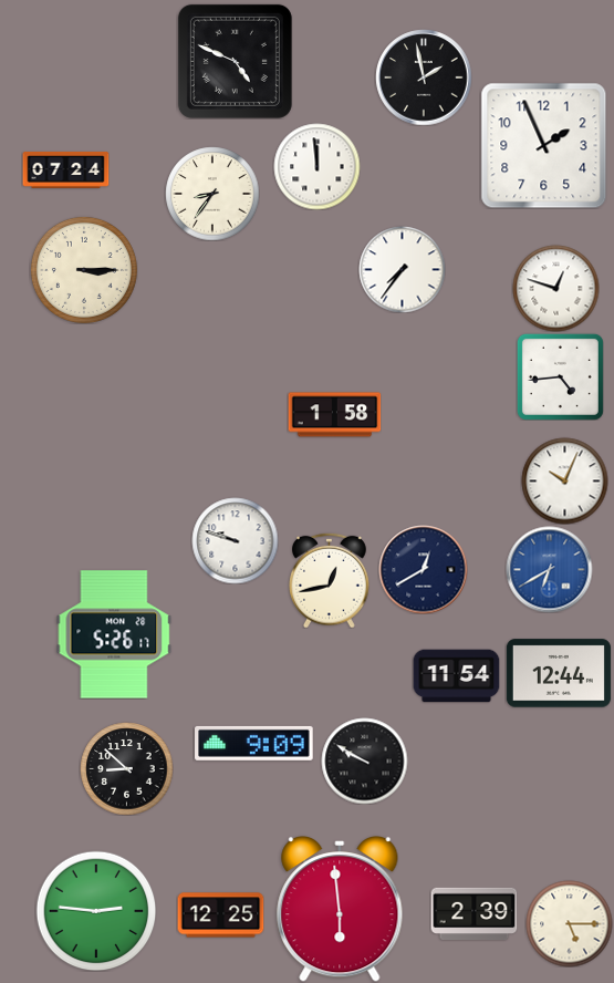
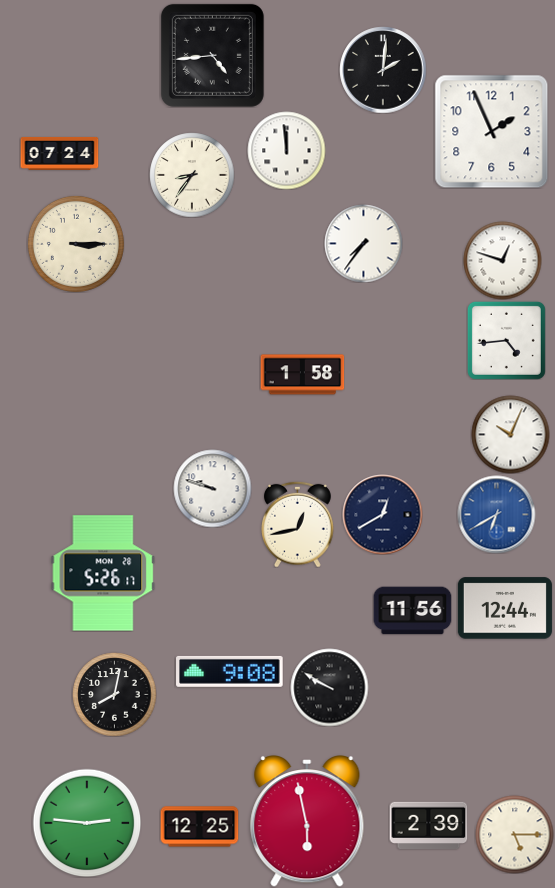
clock at (235, 61): 4:49 -> 4:44
clock at (424, 77): 1:58 -> 2:01
clock at (456, 676): 11:54 -> 11:56
clock at (254, 743): 9:09 -> 9:08
clock at (126, 768): 8:52 -> 8:02
clock at (340, 909): 5:59 -> 5:58
